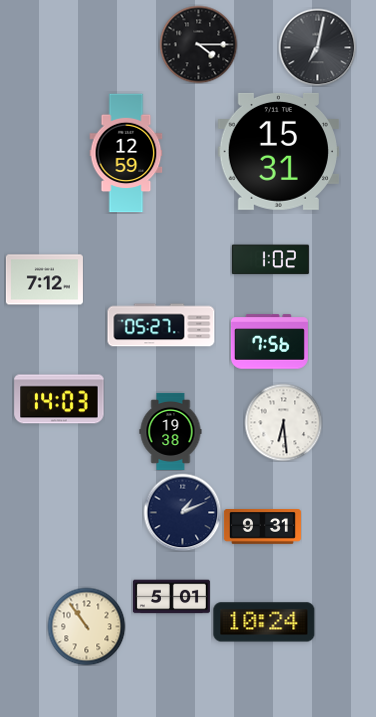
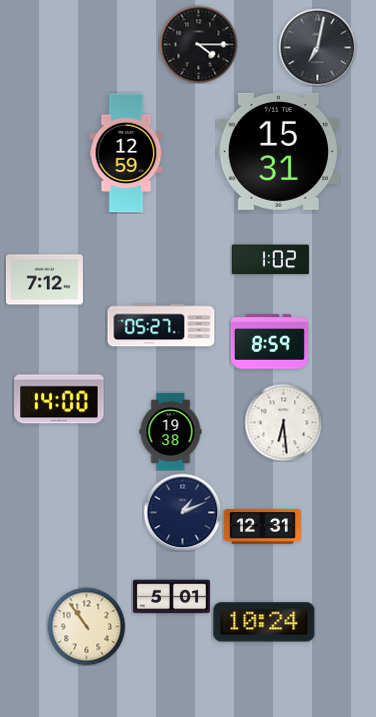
clock at (269, 342): 7:56 -> 8:59
clock at (59, 399): 14:03 -> 14:00
clock at (262, 527): 9:31 -> 12:31
